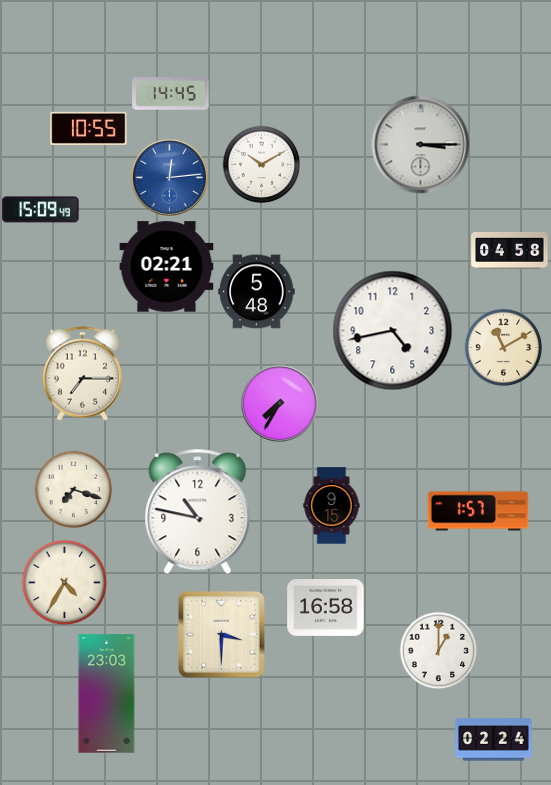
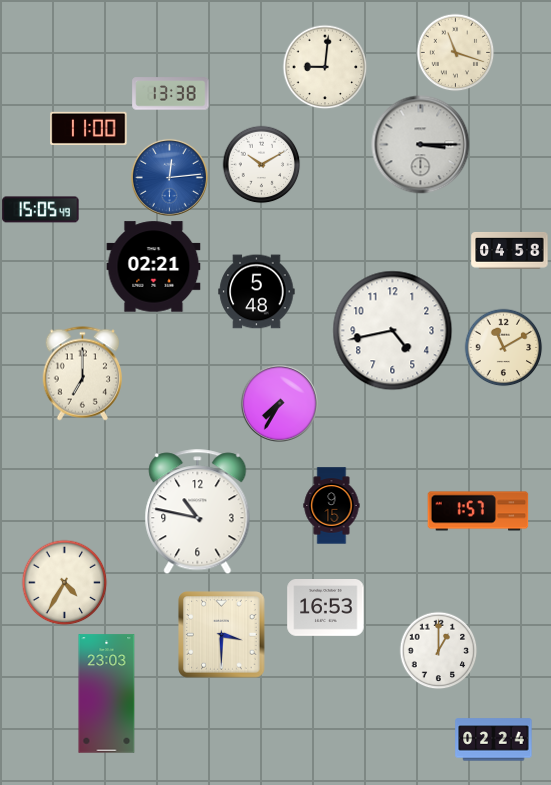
clock at (455, 52): none -> 11:18
clock at (325, 67): none -> 9:01
clock at (171, 94): 14:45 -> 13:38
clock at (89, 128): 10:55 -> 11:00
clock at (41, 210): 15:09 -> 15:05
clock at (167, 267) position: (167, 267) -> (154, 267)
clock at (83, 374): 7:15 -> 7:00
clock at (73, 489): 7:18 -> none
clock at (326, 608): 16:58 -> 16:53
